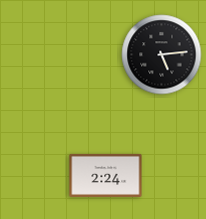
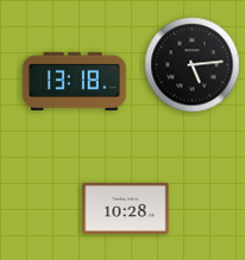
clock at (75, 81): none -> 13:18
clock at (106, 175): 2:24 -> 10:28
